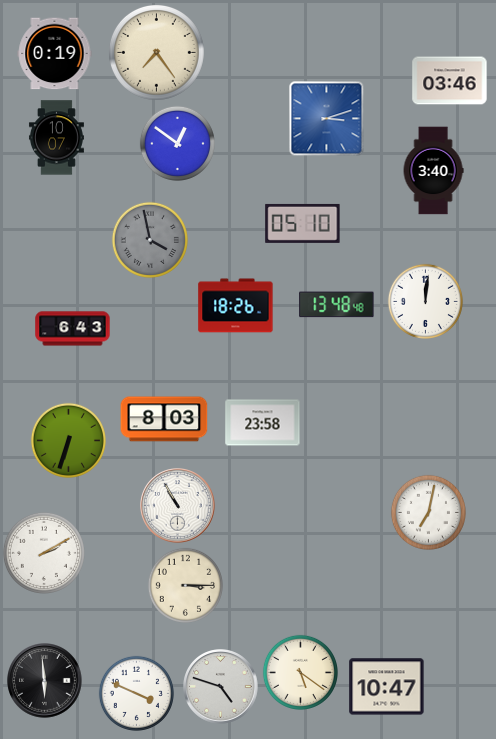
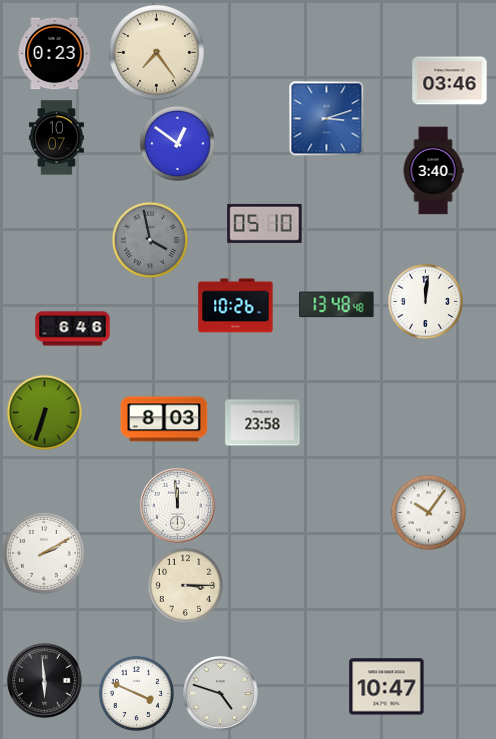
clock at (55, 54): 0:19 -> 0:23
clock at (303, 223) position: (303, 223) -> (265, 223)
clock at (236, 306): 18:26 -> 10:26
clock at (73, 329): 6:43 -> 6:46
clock at (68, 440) position: (68, 440) -> (44, 412)
clock at (178, 506): 10:55 -> 11:59
clock at (428, 512): 7:02 -> 10:06
clock at (300, 672): 5:21 -> none
clock at (221, 687) position: (221, 687) -> (221, 694)
